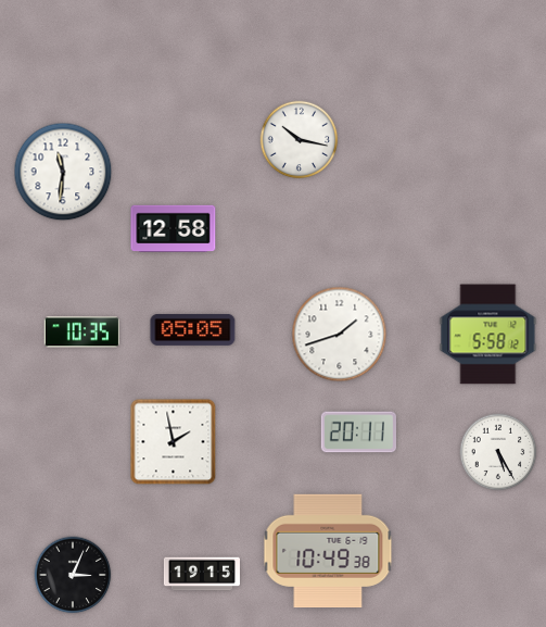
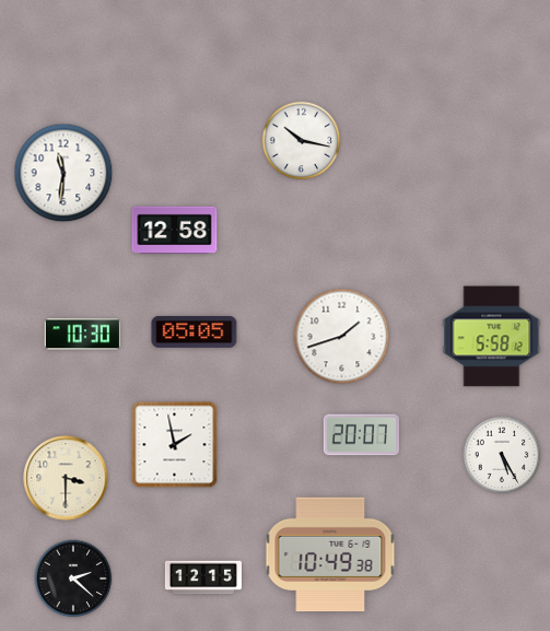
clock at (81, 333): 10:35 -> 10:30
clock at (358, 432): 20:11 -> 20:07
clock at (66, 478): none -> 3:30
clock at (202, 574): 19:15 -> 12:15
clock at (73, 575): 3:04 -> 2:22
